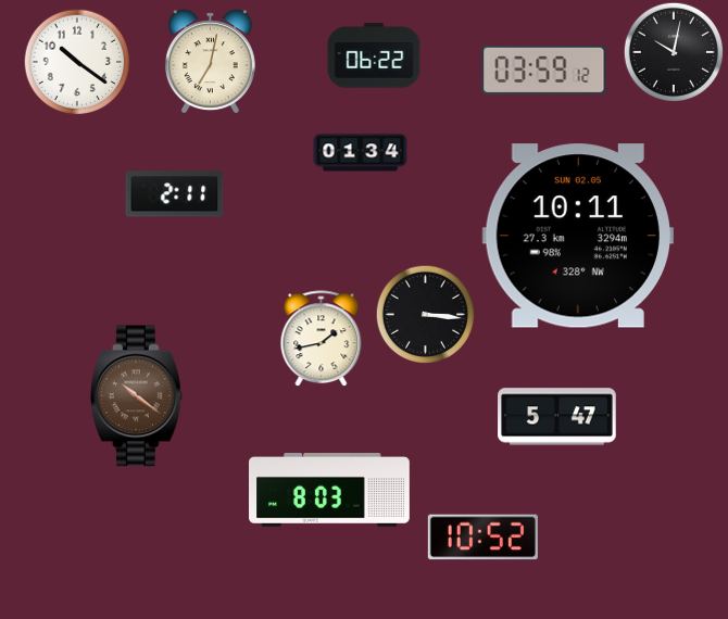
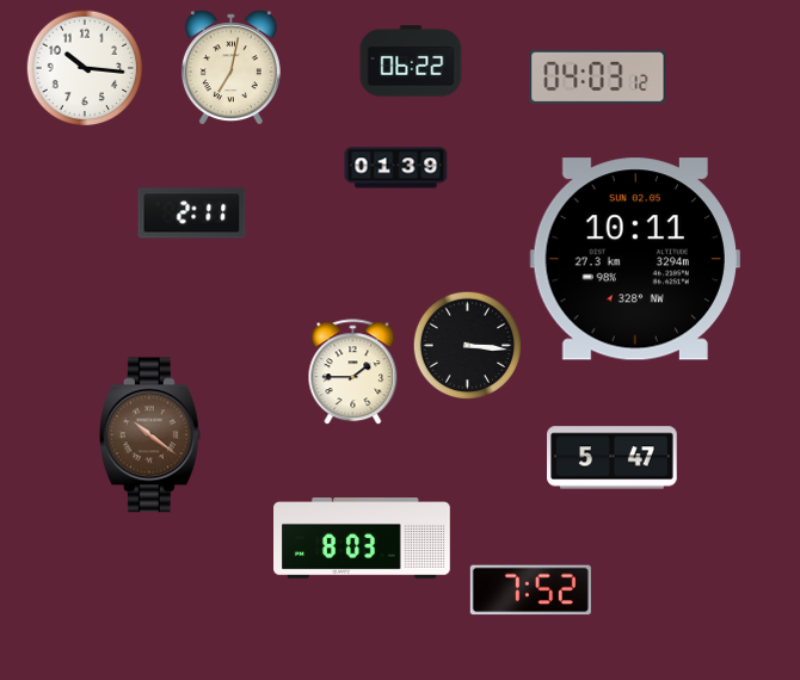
clock at (673, 51): 10:02 -> none
clock at (77, 62): 10:21 -> 10:16
clock at (544, 70): 03:59 -> 04:03
clock at (361, 153): 01:34 -> 01:39
clock at (322, 339): 1:43 -> 1:45
clock at (482, 538): 10:52 -> 7:52
